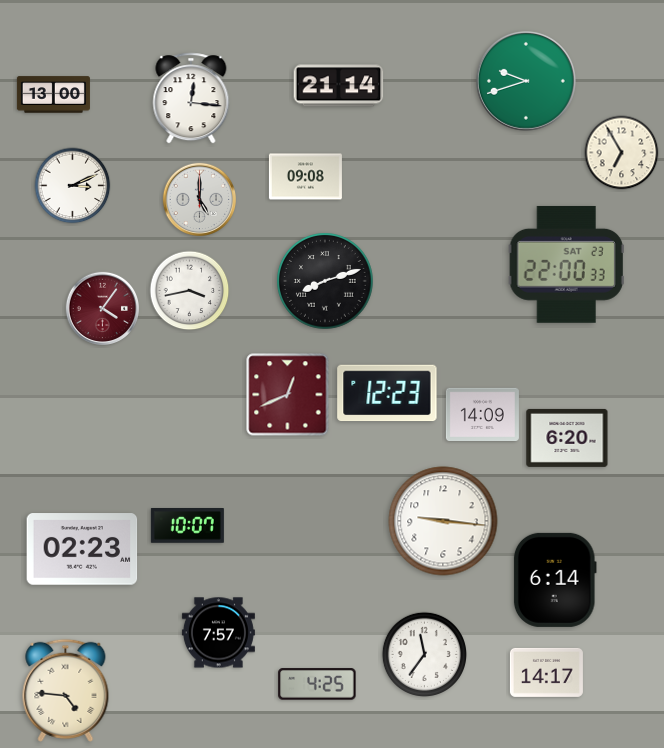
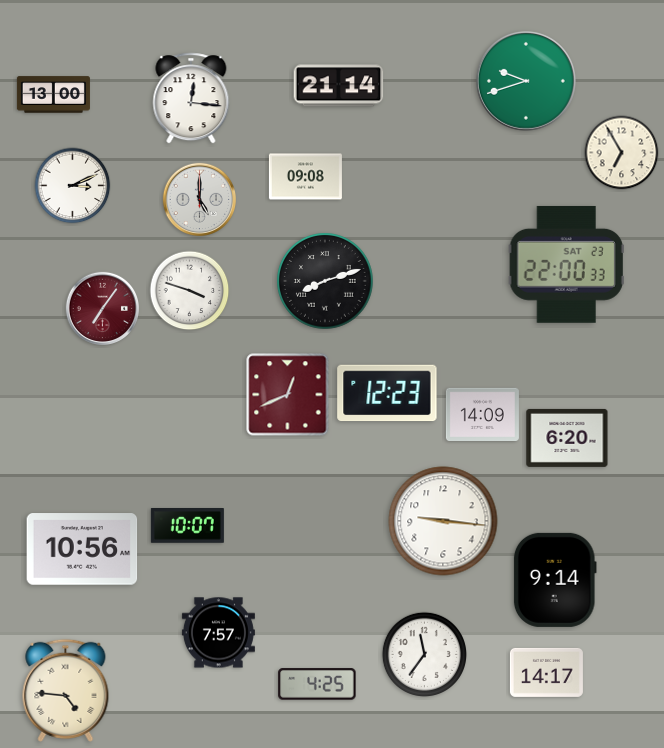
clock at (190, 291): 3:43 -> 3:48
clock at (102, 308): 4:06 -> 7:06
clock at (82, 549): 02:23 -> 10:56
clock at (555, 580): 6:14 -> 9:14
